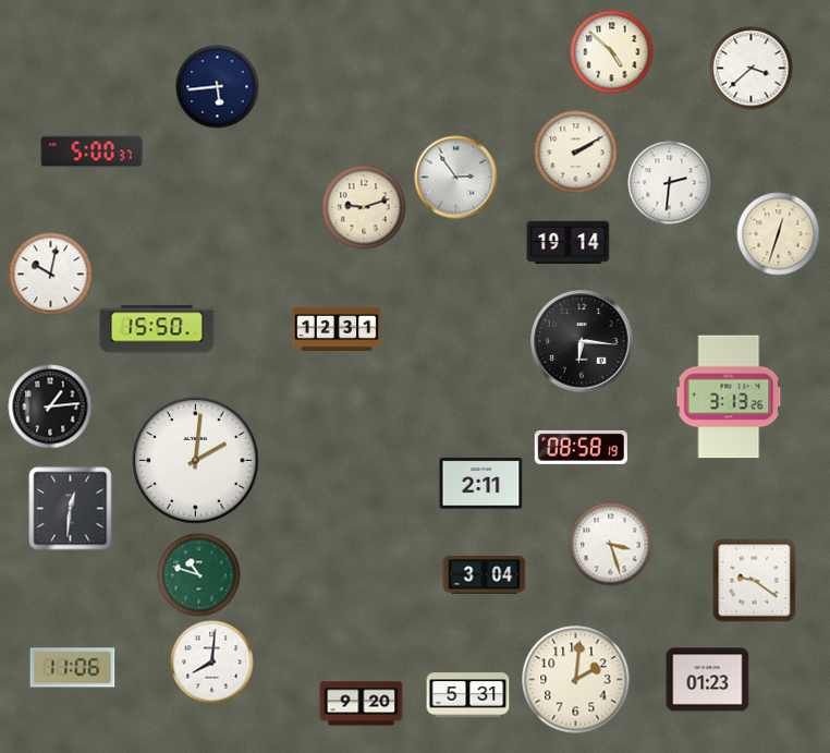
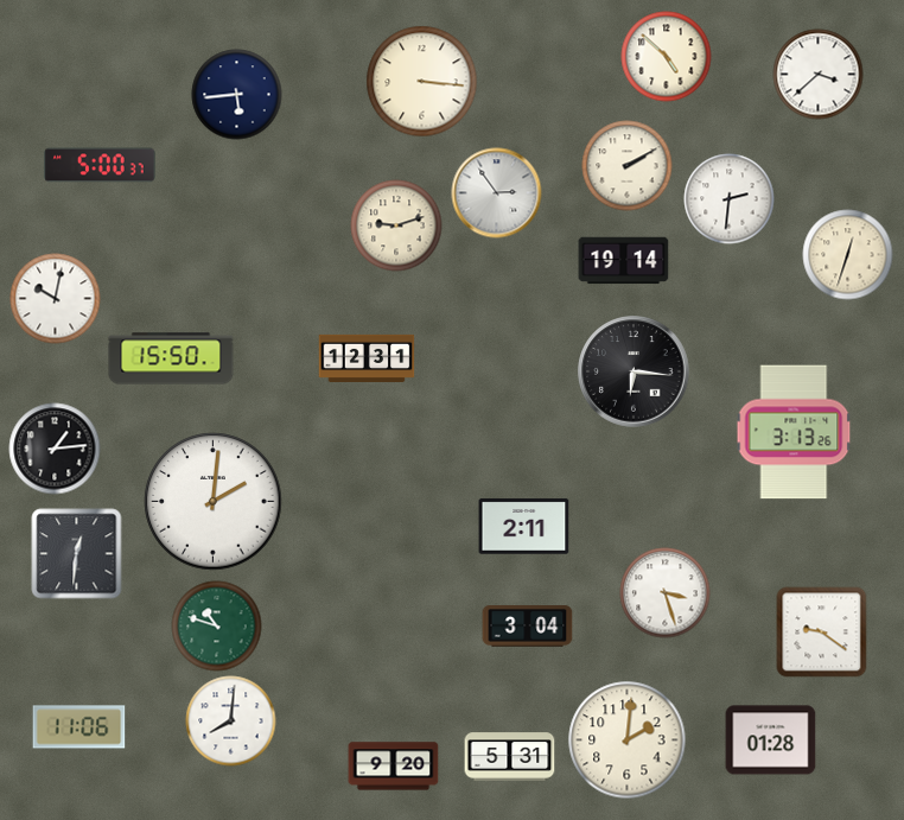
clock at (422, 82): none -> 3:16
clock at (569, 243) position: (569, 243) -> (624, 261)
clock at (50, 406) position: (50, 406) -> (55, 449)
clock at (581, 447): 08:58 -> none
clock at (708, 680): 01:23 -> 01:28
